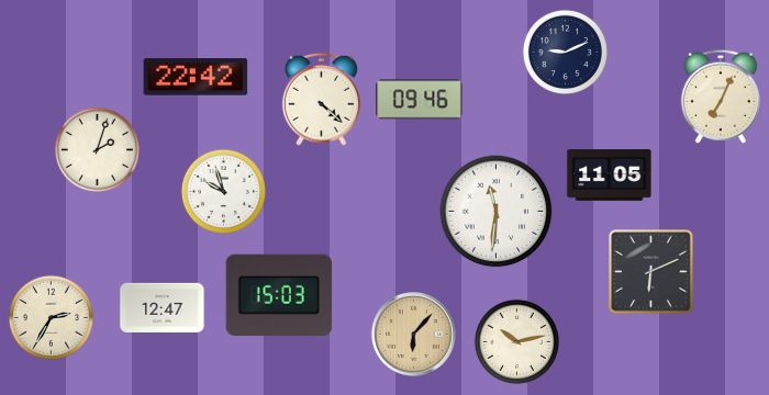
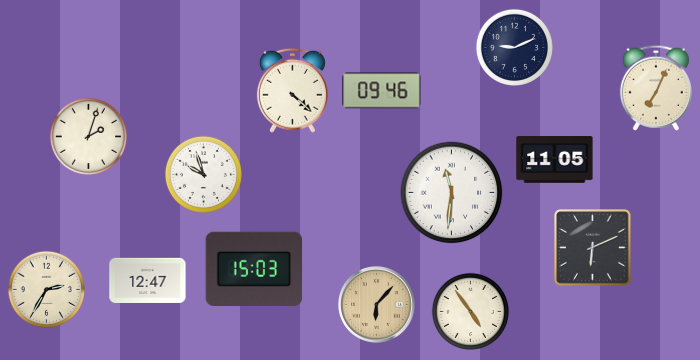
clock at (196, 77): 22:42 -> none
clock at (516, 341): 10:13 -> 4:54
